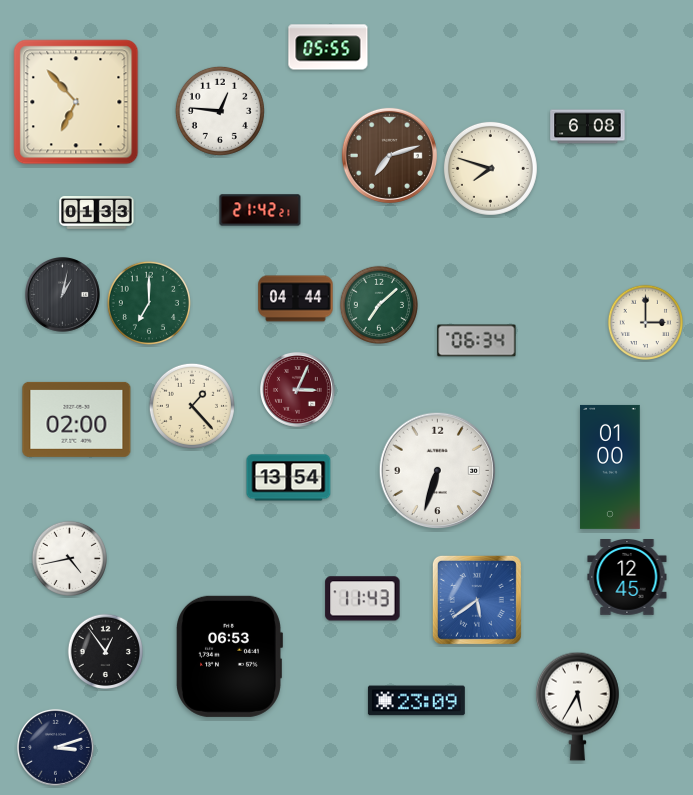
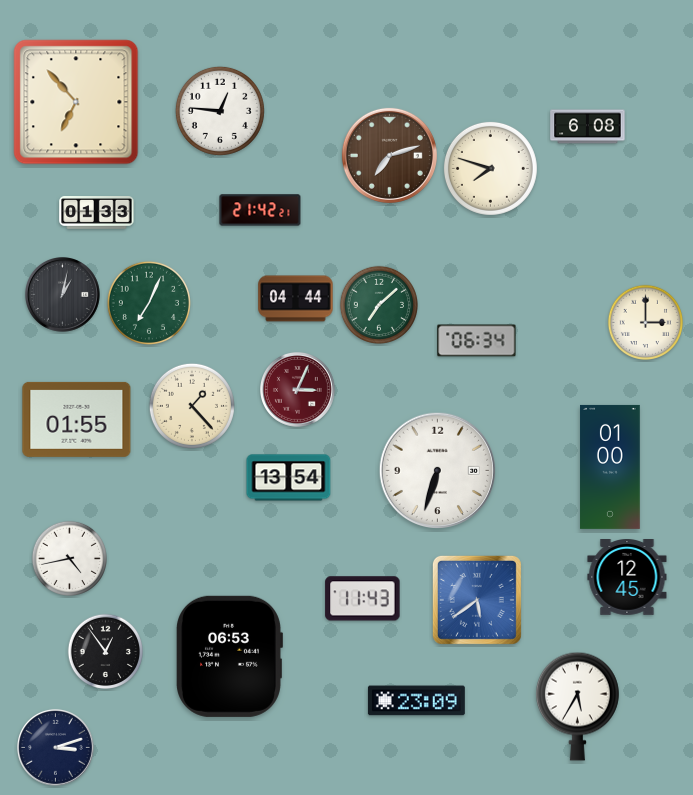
clock at (328, 47): 05:55 -> none
clock at (149, 303): 7:00 -> 7:04
clock at (77, 419): 02:00 -> 01:55
